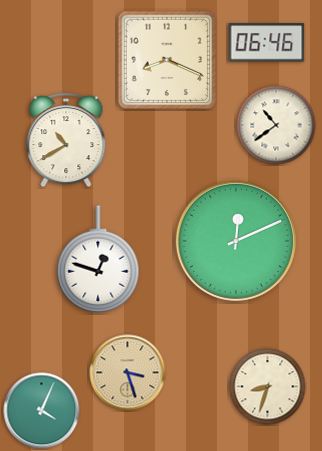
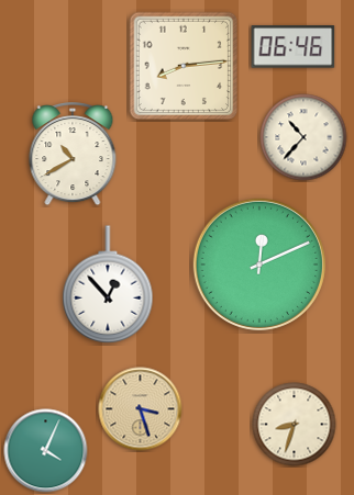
clock at (167, 60): 8:19 -> 8:14
clock at (276, 125): 10:39 -> 10:37
clock at (98, 259): 12:48 -> 12:53
